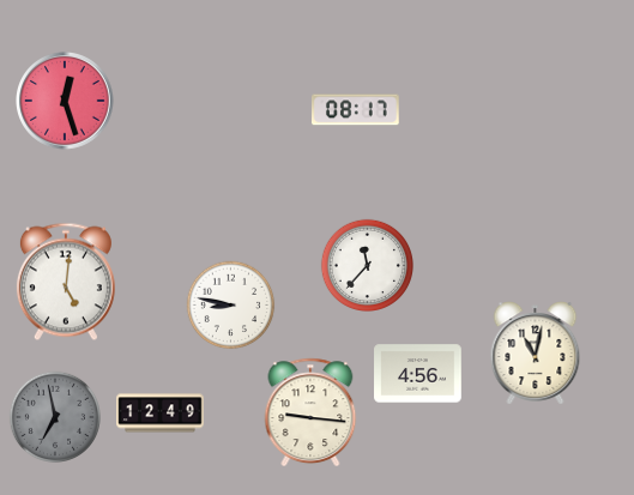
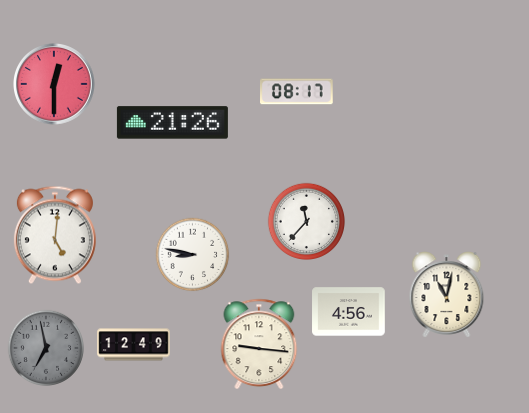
clock at (66, 102): 12:27 -> 12:30
clock at (172, 123): none -> 21:26
